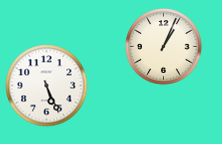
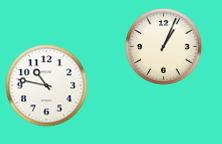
clock at (47, 86): 5:26 -> 10:47
